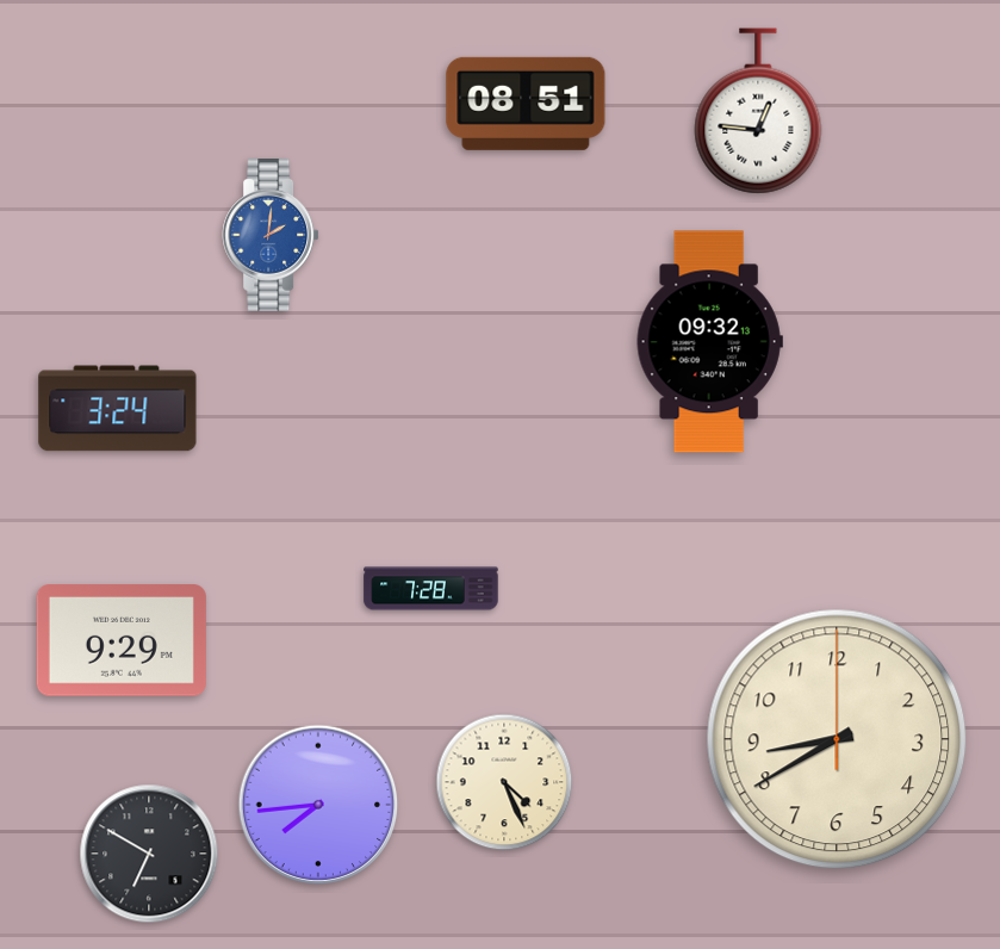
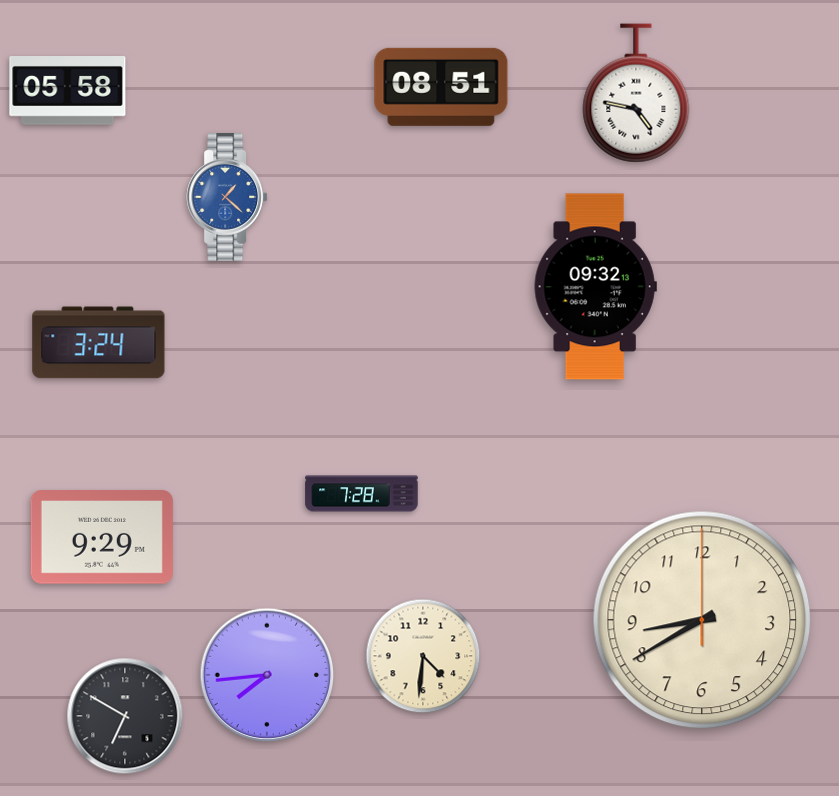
clock at (68, 91): none -> 05:58
clock at (758, 111): 12:46 -> 4:47
clock at (271, 236): 2:01 -> 1:22
clock at (504, 782): 4:26 -> 4:31
